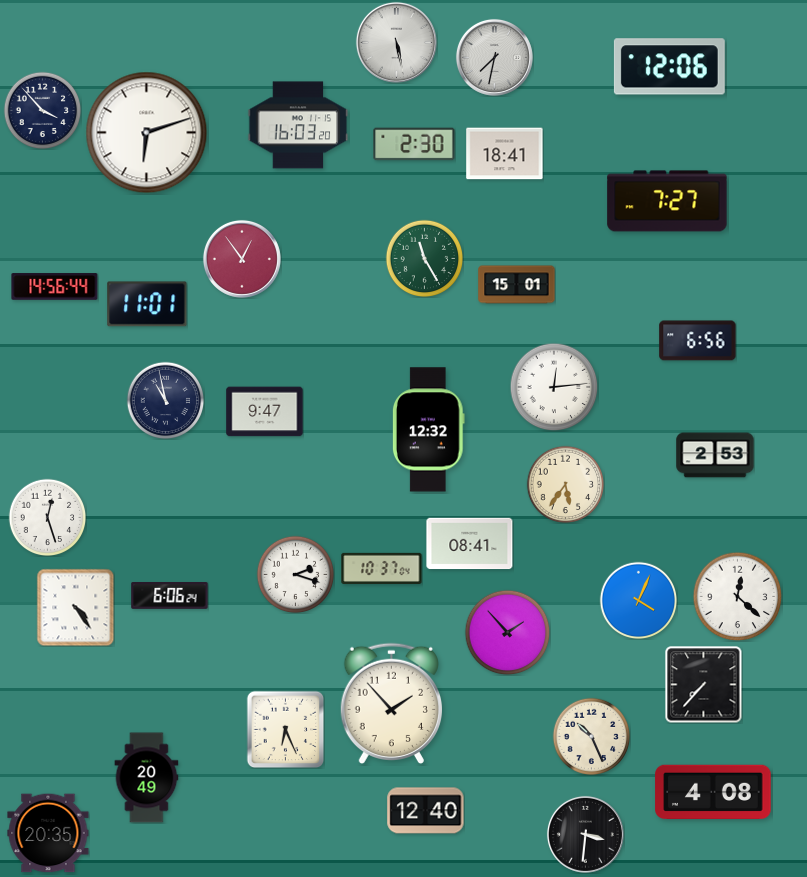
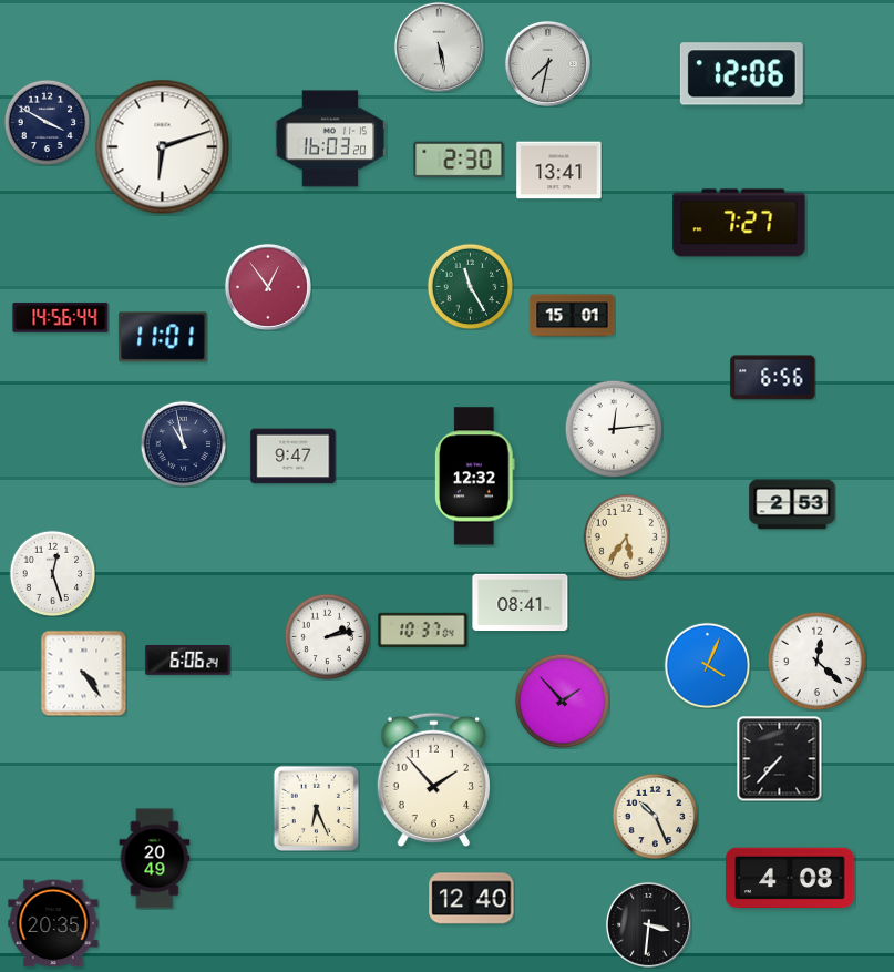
clock at (42, 110): 3:53 -> 3:50
clock at (505, 154): 18:41 -> 13:41
clock at (295, 574): 2:18 -> 2:13
clock at (147, 778) position: (147, 778) -> (155, 859)
